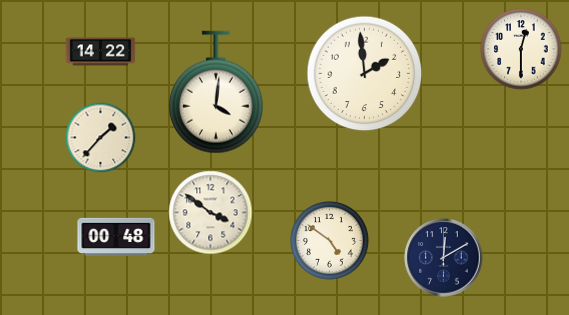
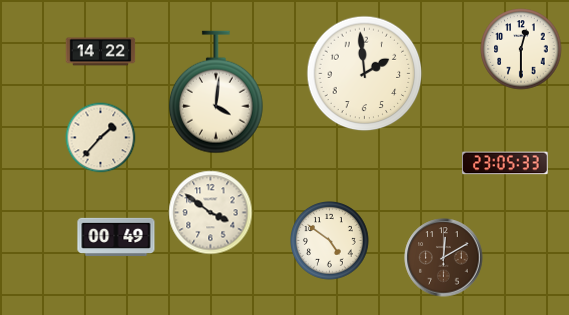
clock at (506, 163): none -> 23:05
clock at (116, 236): 00:48 -> 00:49
clock at (444, 258) dial: navy -> brown
